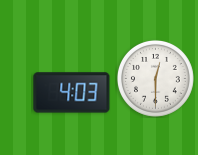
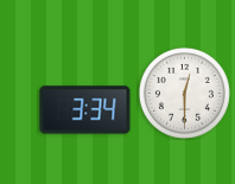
clock at (72, 93): 4:03 -> 3:34
